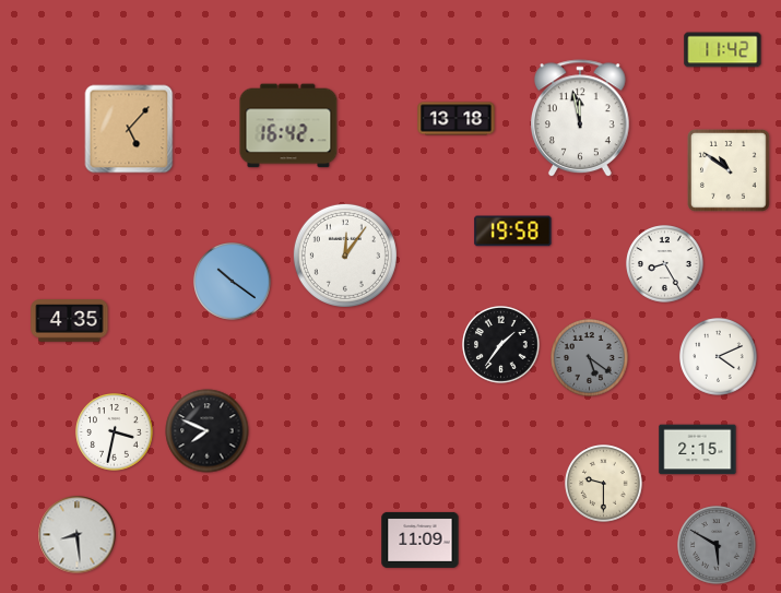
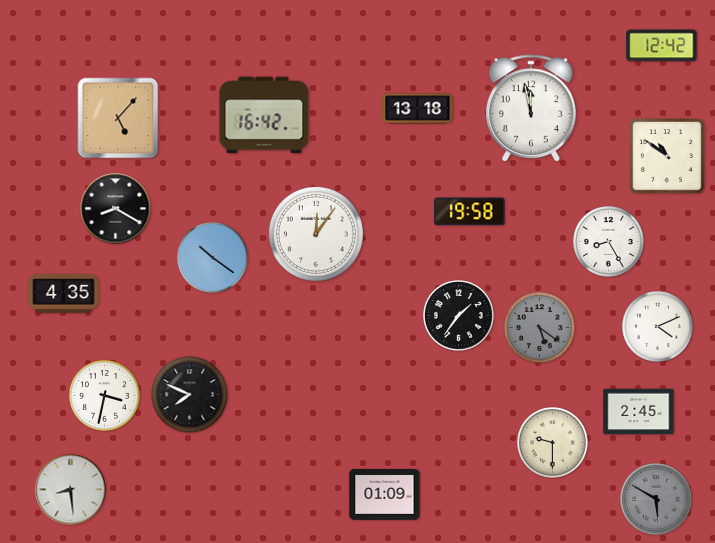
clock at (723, 50): 11:42 -> 12:42
clock at (116, 209): none -> 8:20
clock at (698, 450): 2:15 -> 2:45
clock at (421, 539): 11:09 -> 01:09
